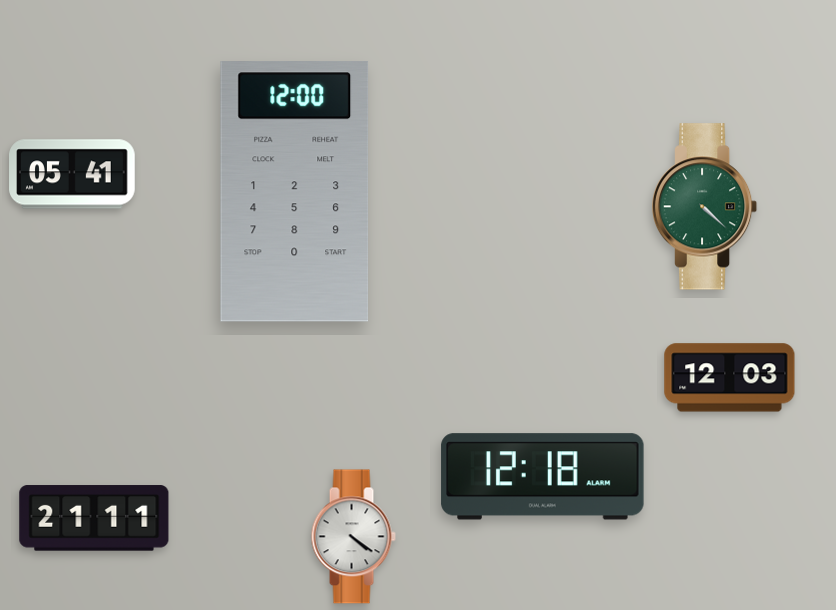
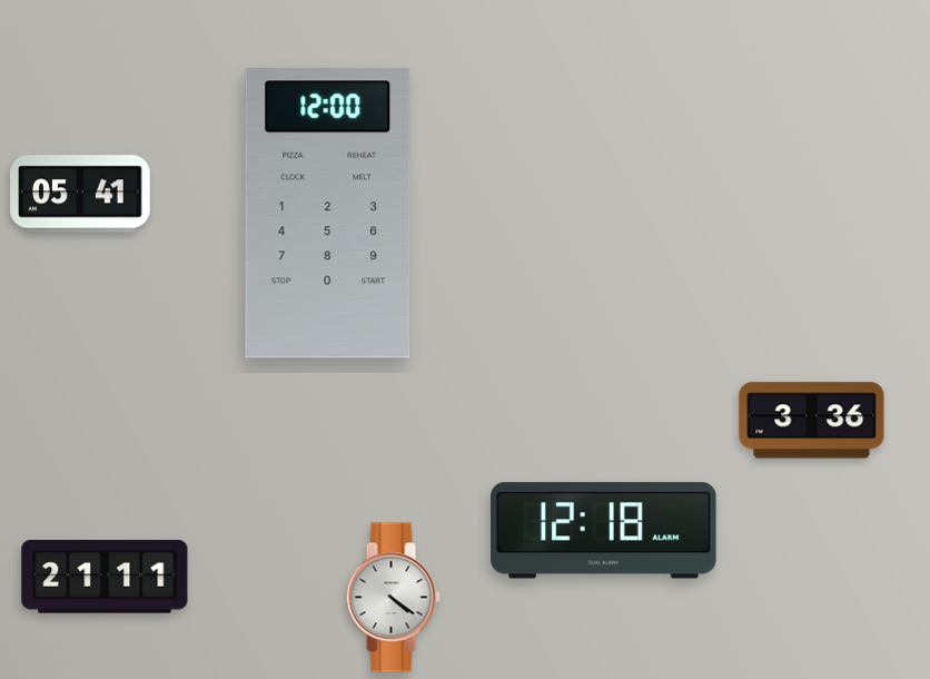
clock at (705, 207): 4:22 -> none
clock at (730, 378): 12:03 -> 3:36
